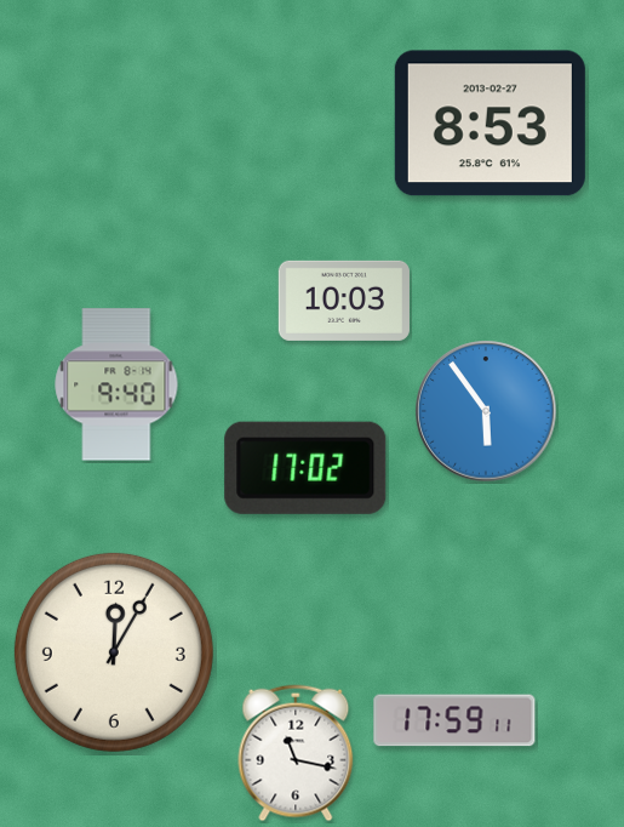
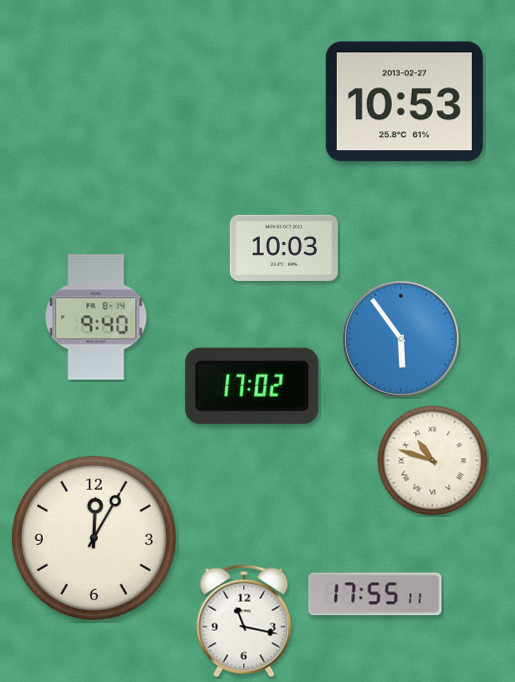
clock at (490, 124): 8:53 -> 10:53
clock at (433, 461): none -> 10:48
clock at (454, 720): 17:59 -> 17:55
